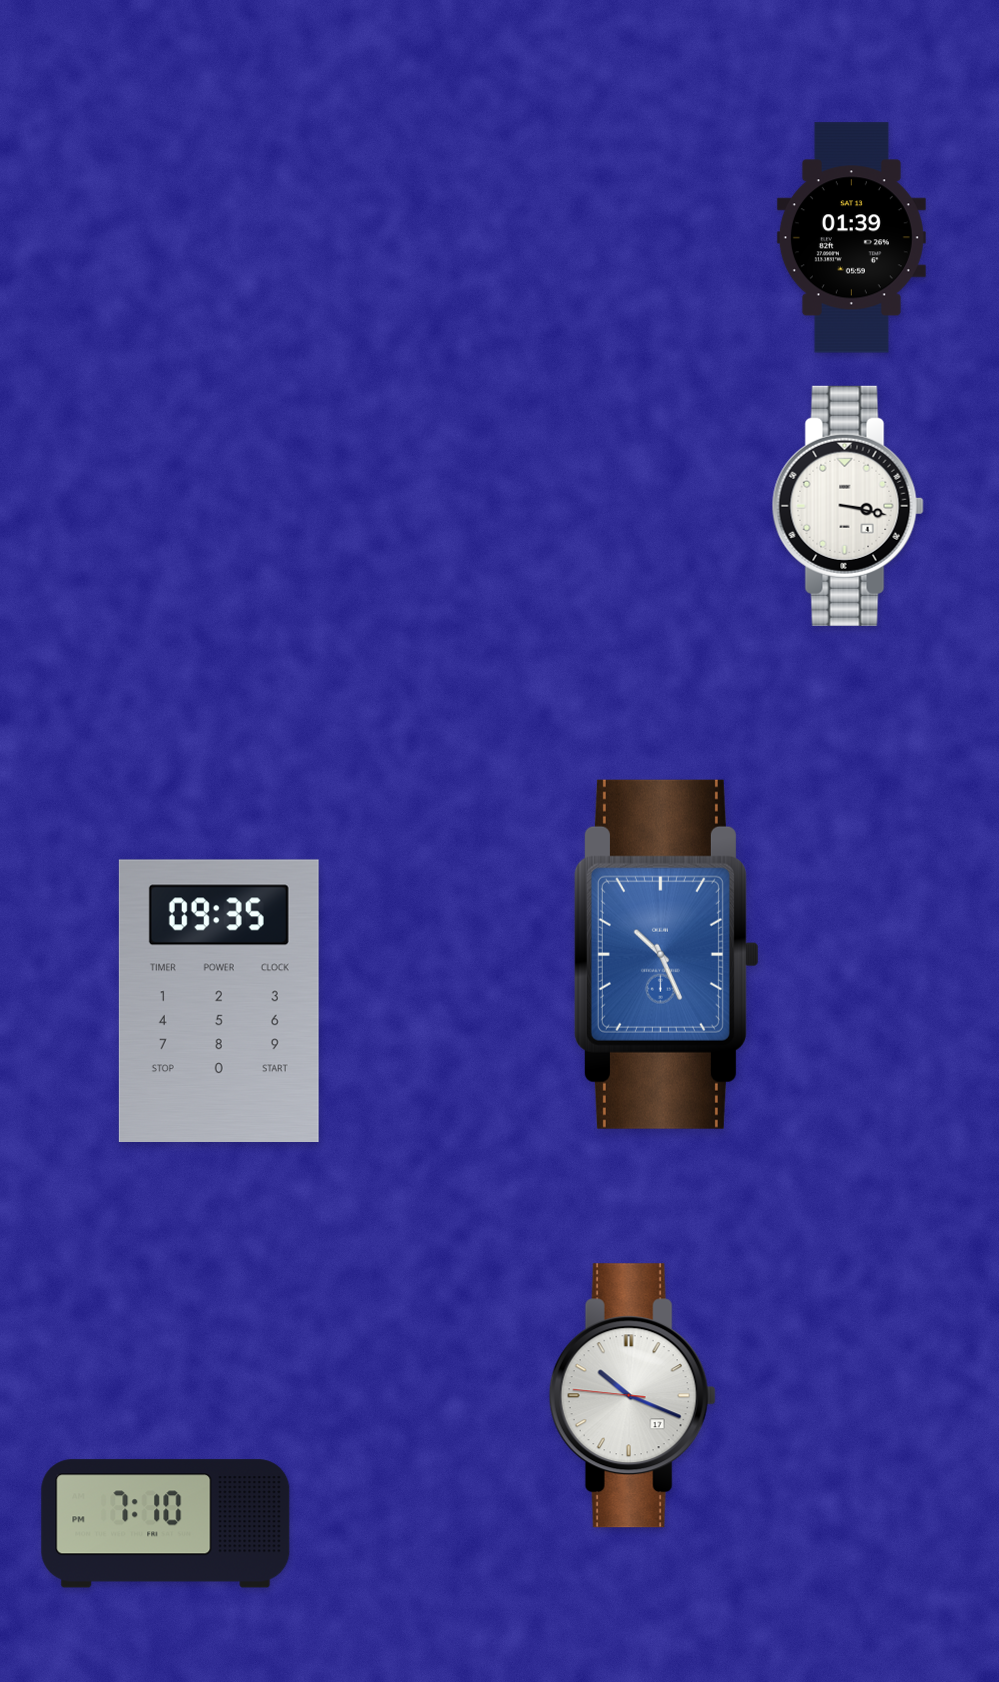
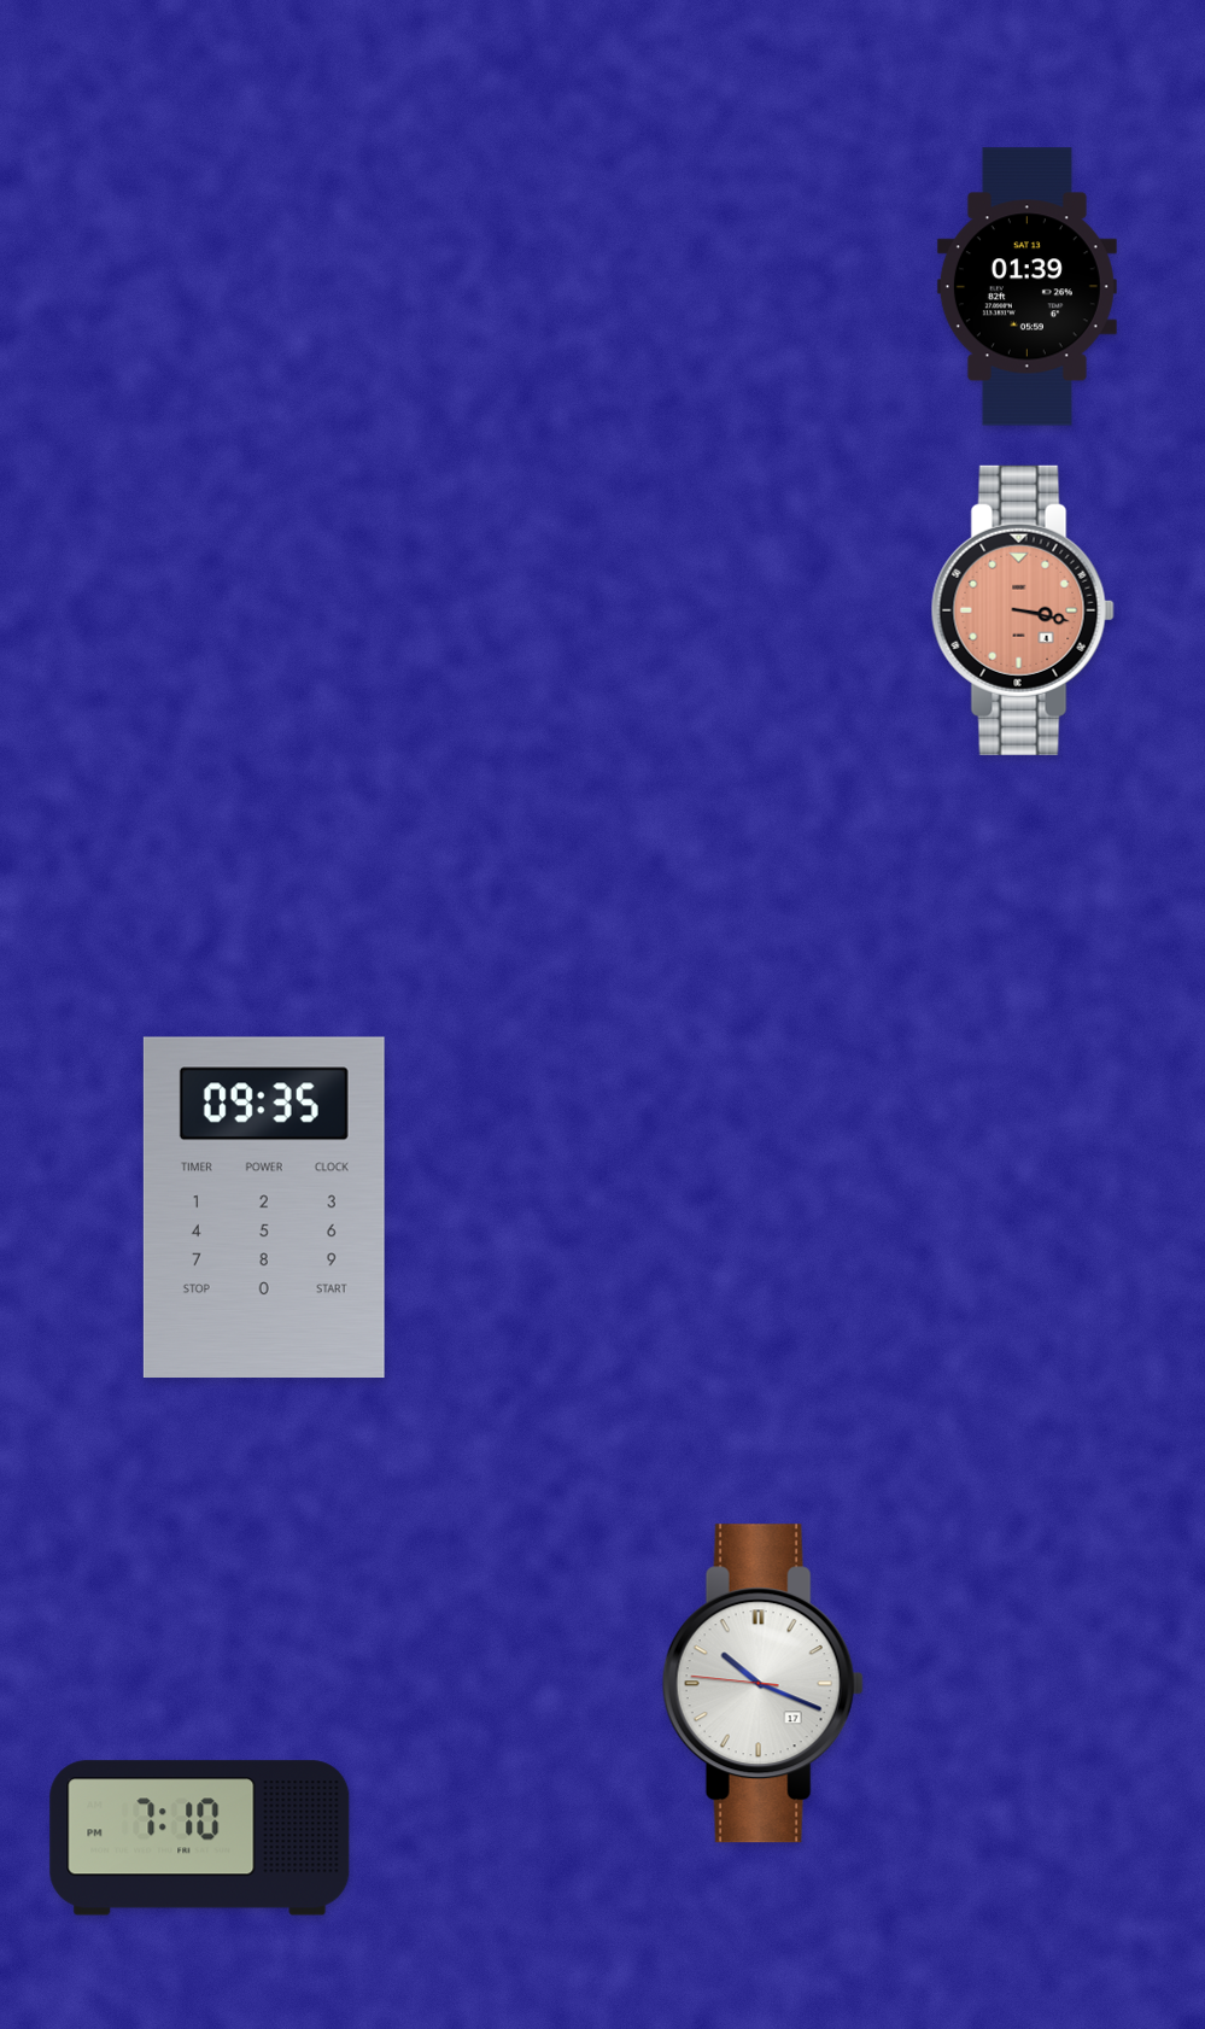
clock at (848, 506) dial: white -> salmon
clock at (666, 954): 10:26 -> none
